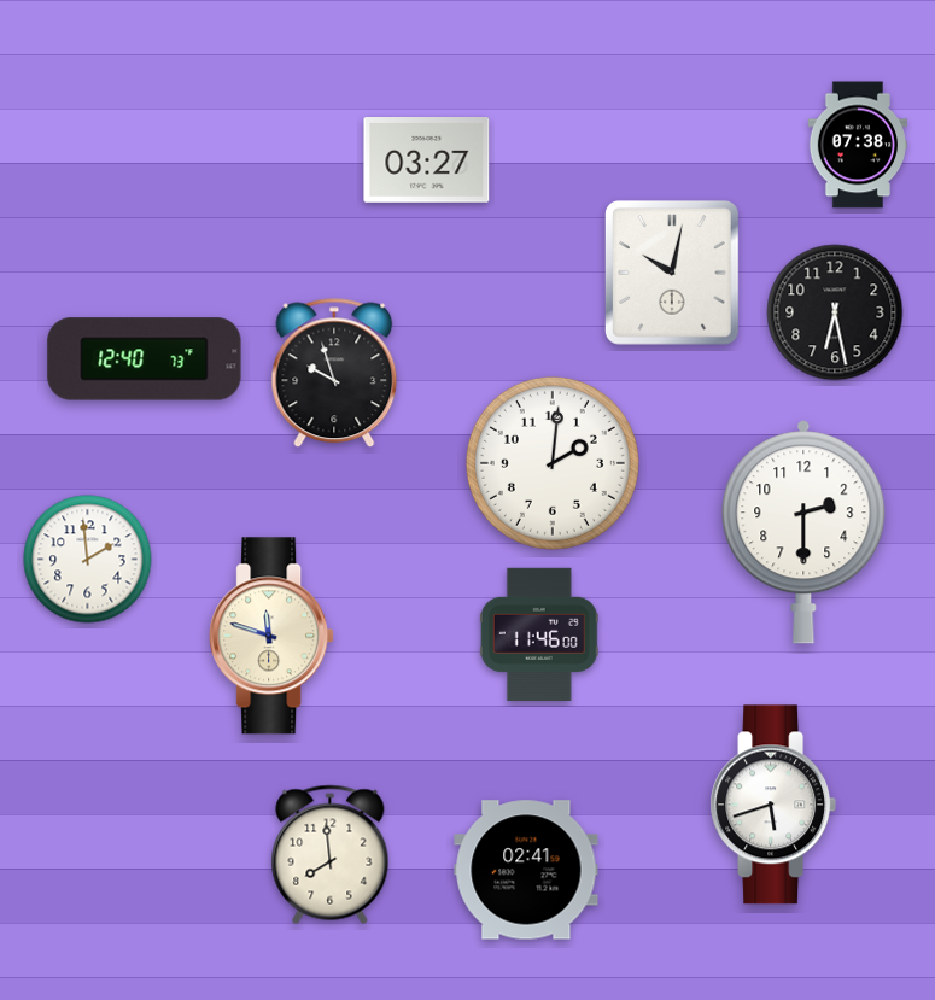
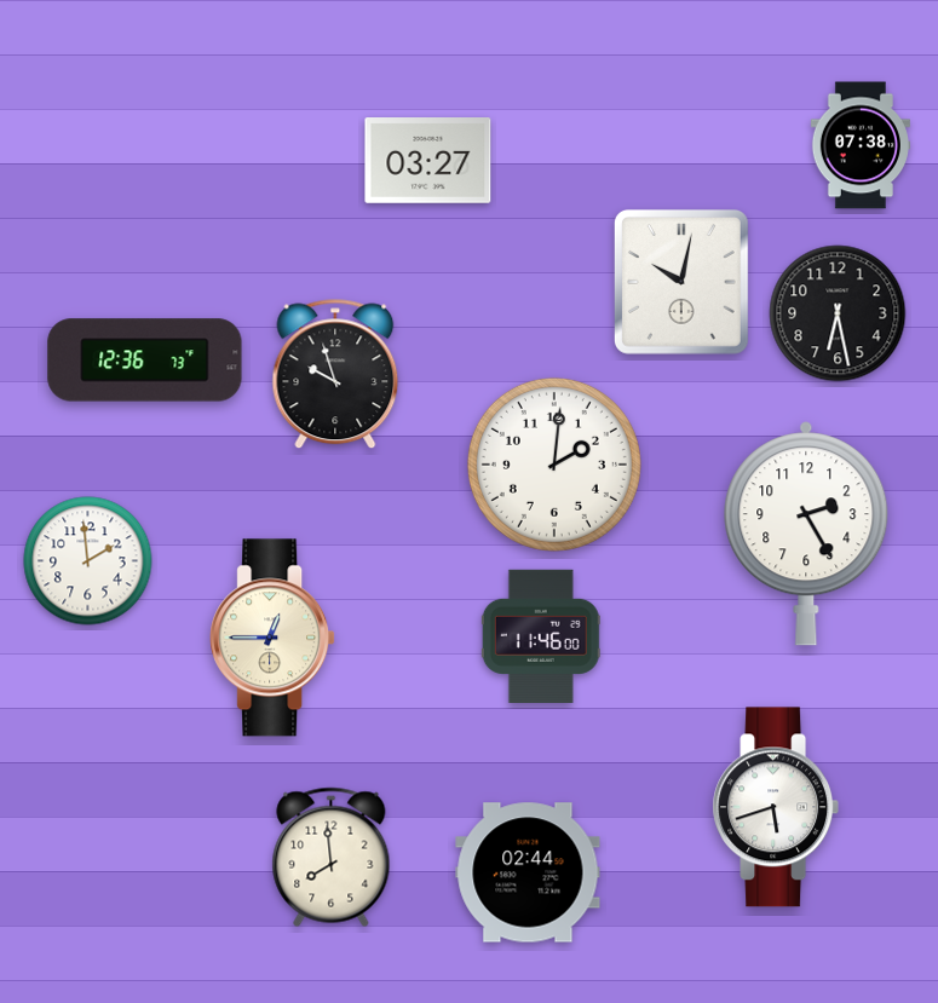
clock at (672, 273) position: (672, 273) -> (681, 282)
clock at (145, 359): 12:40 -> 12:36
clock at (803, 532): 2:30 -> 2:25
clock at (271, 636): 11:48 -> 12:45
clock at (526, 870): 02:41 -> 02:44
